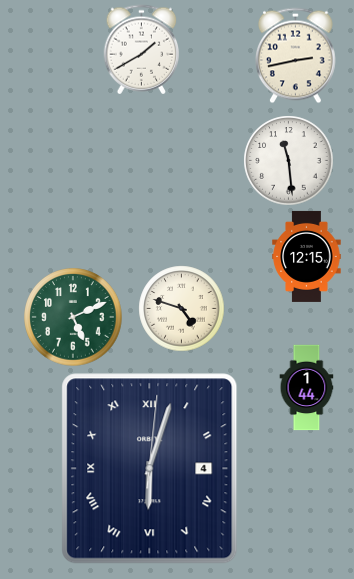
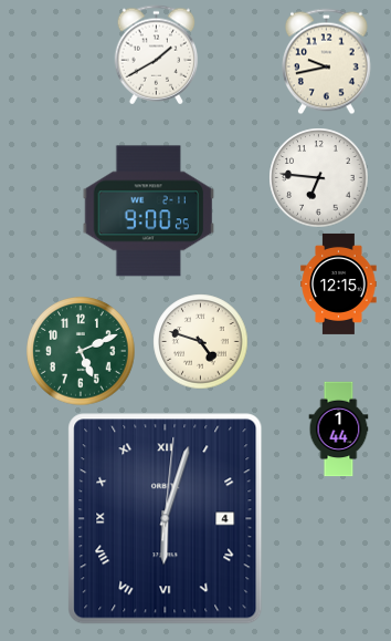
clock at (295, 56): 2:43 -> 9:43
clock at (289, 161): 11:29 -> 6:46
clock at (149, 211): none -> 9:00
